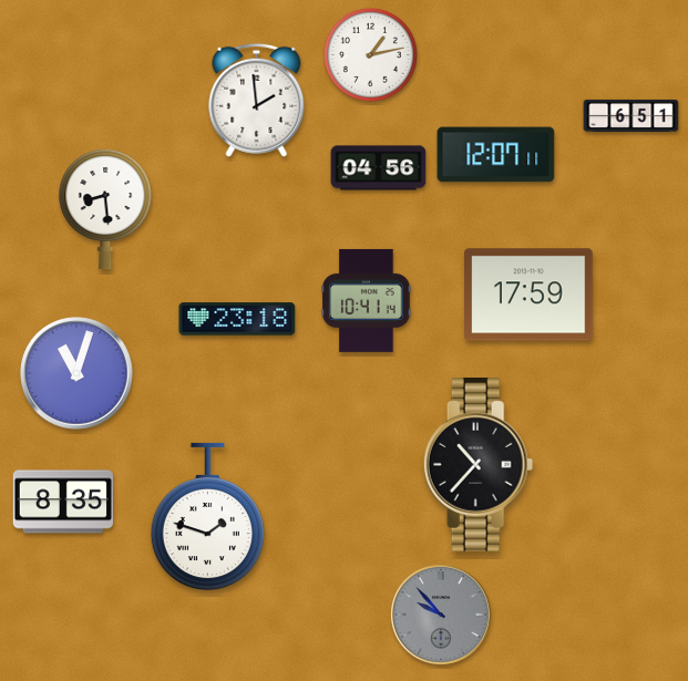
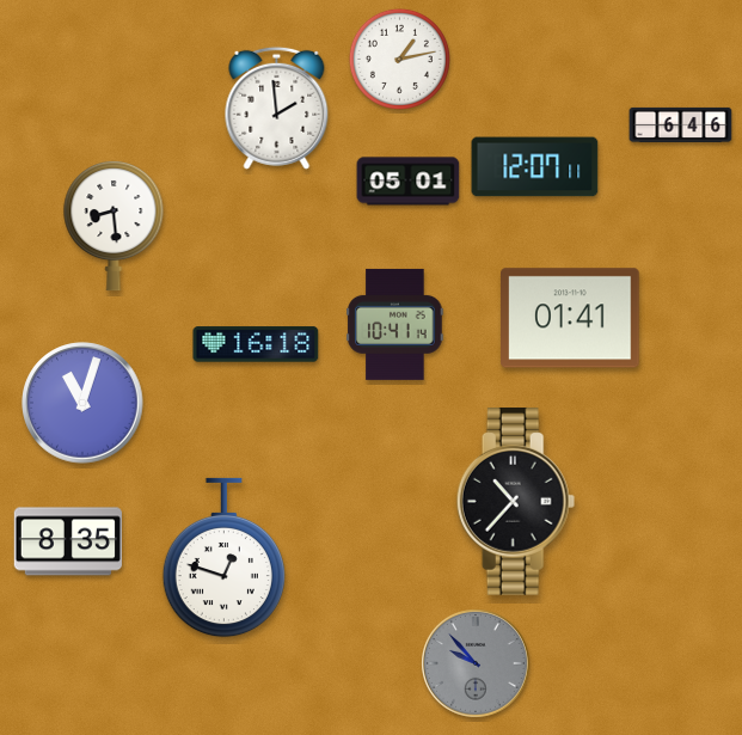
clock at (631, 115): 6:51 -> 6:46
clock at (379, 168): 04:56 -> 05:01
clock at (530, 295): 17:59 -> 01:41
clock at (237, 319): 23:18 -> 16:18
clock at (207, 517): 1:48 -> 12:48
